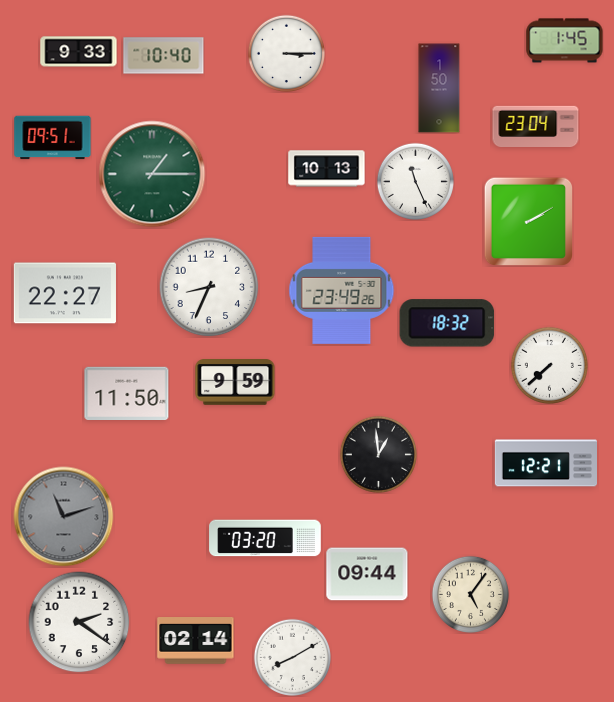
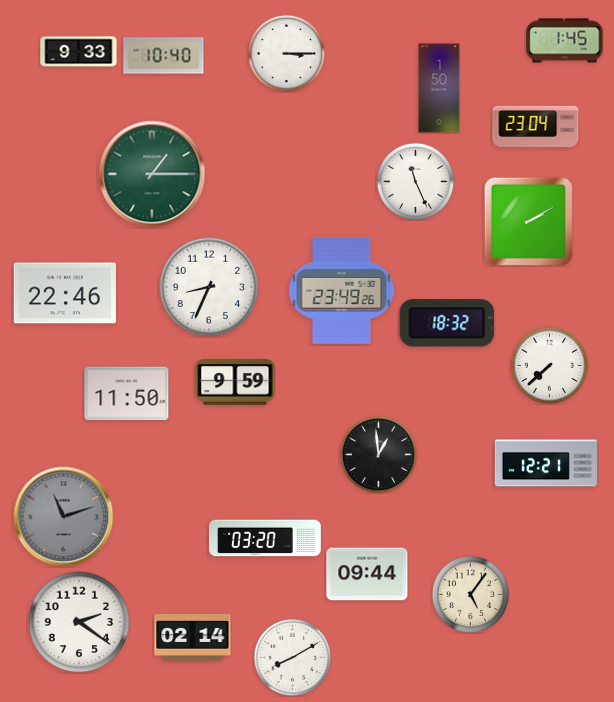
clock at (53, 138): 09:51 -> none
clock at (327, 169): 10:13 -> none
clock at (65, 293): 22:27 -> 22:46
clock at (196, 641) position: (196, 641) -> (193, 638)
